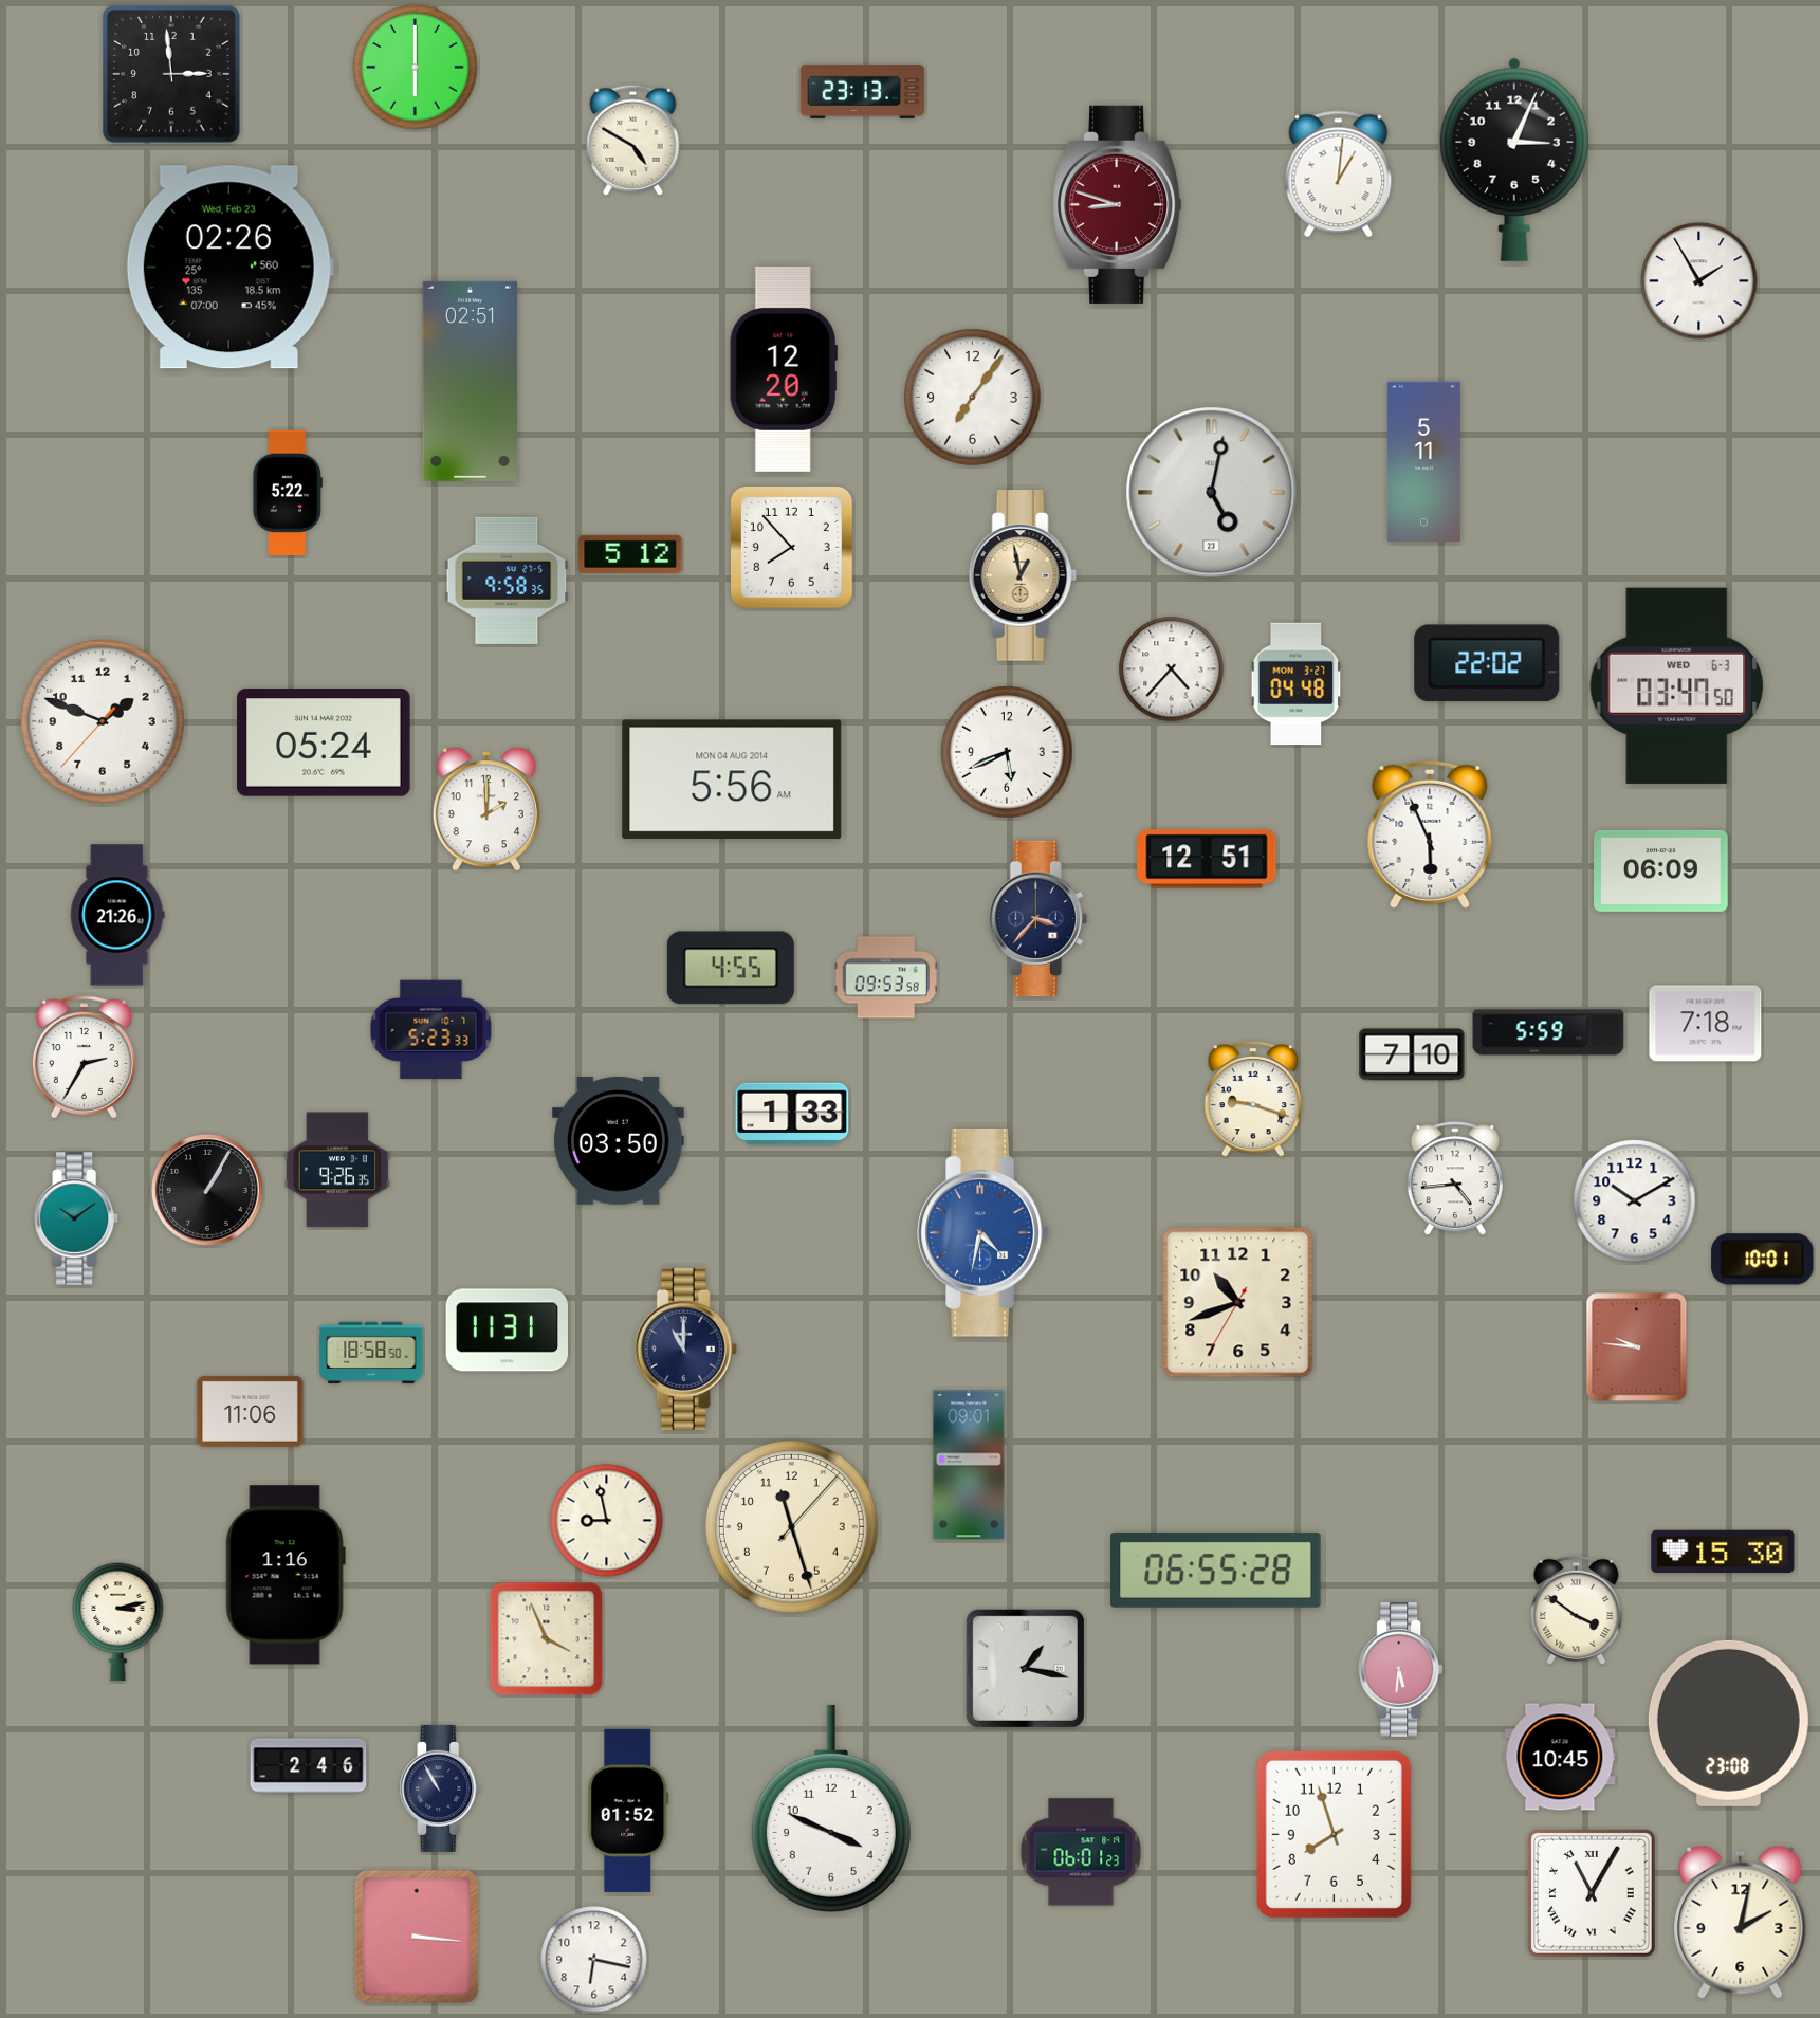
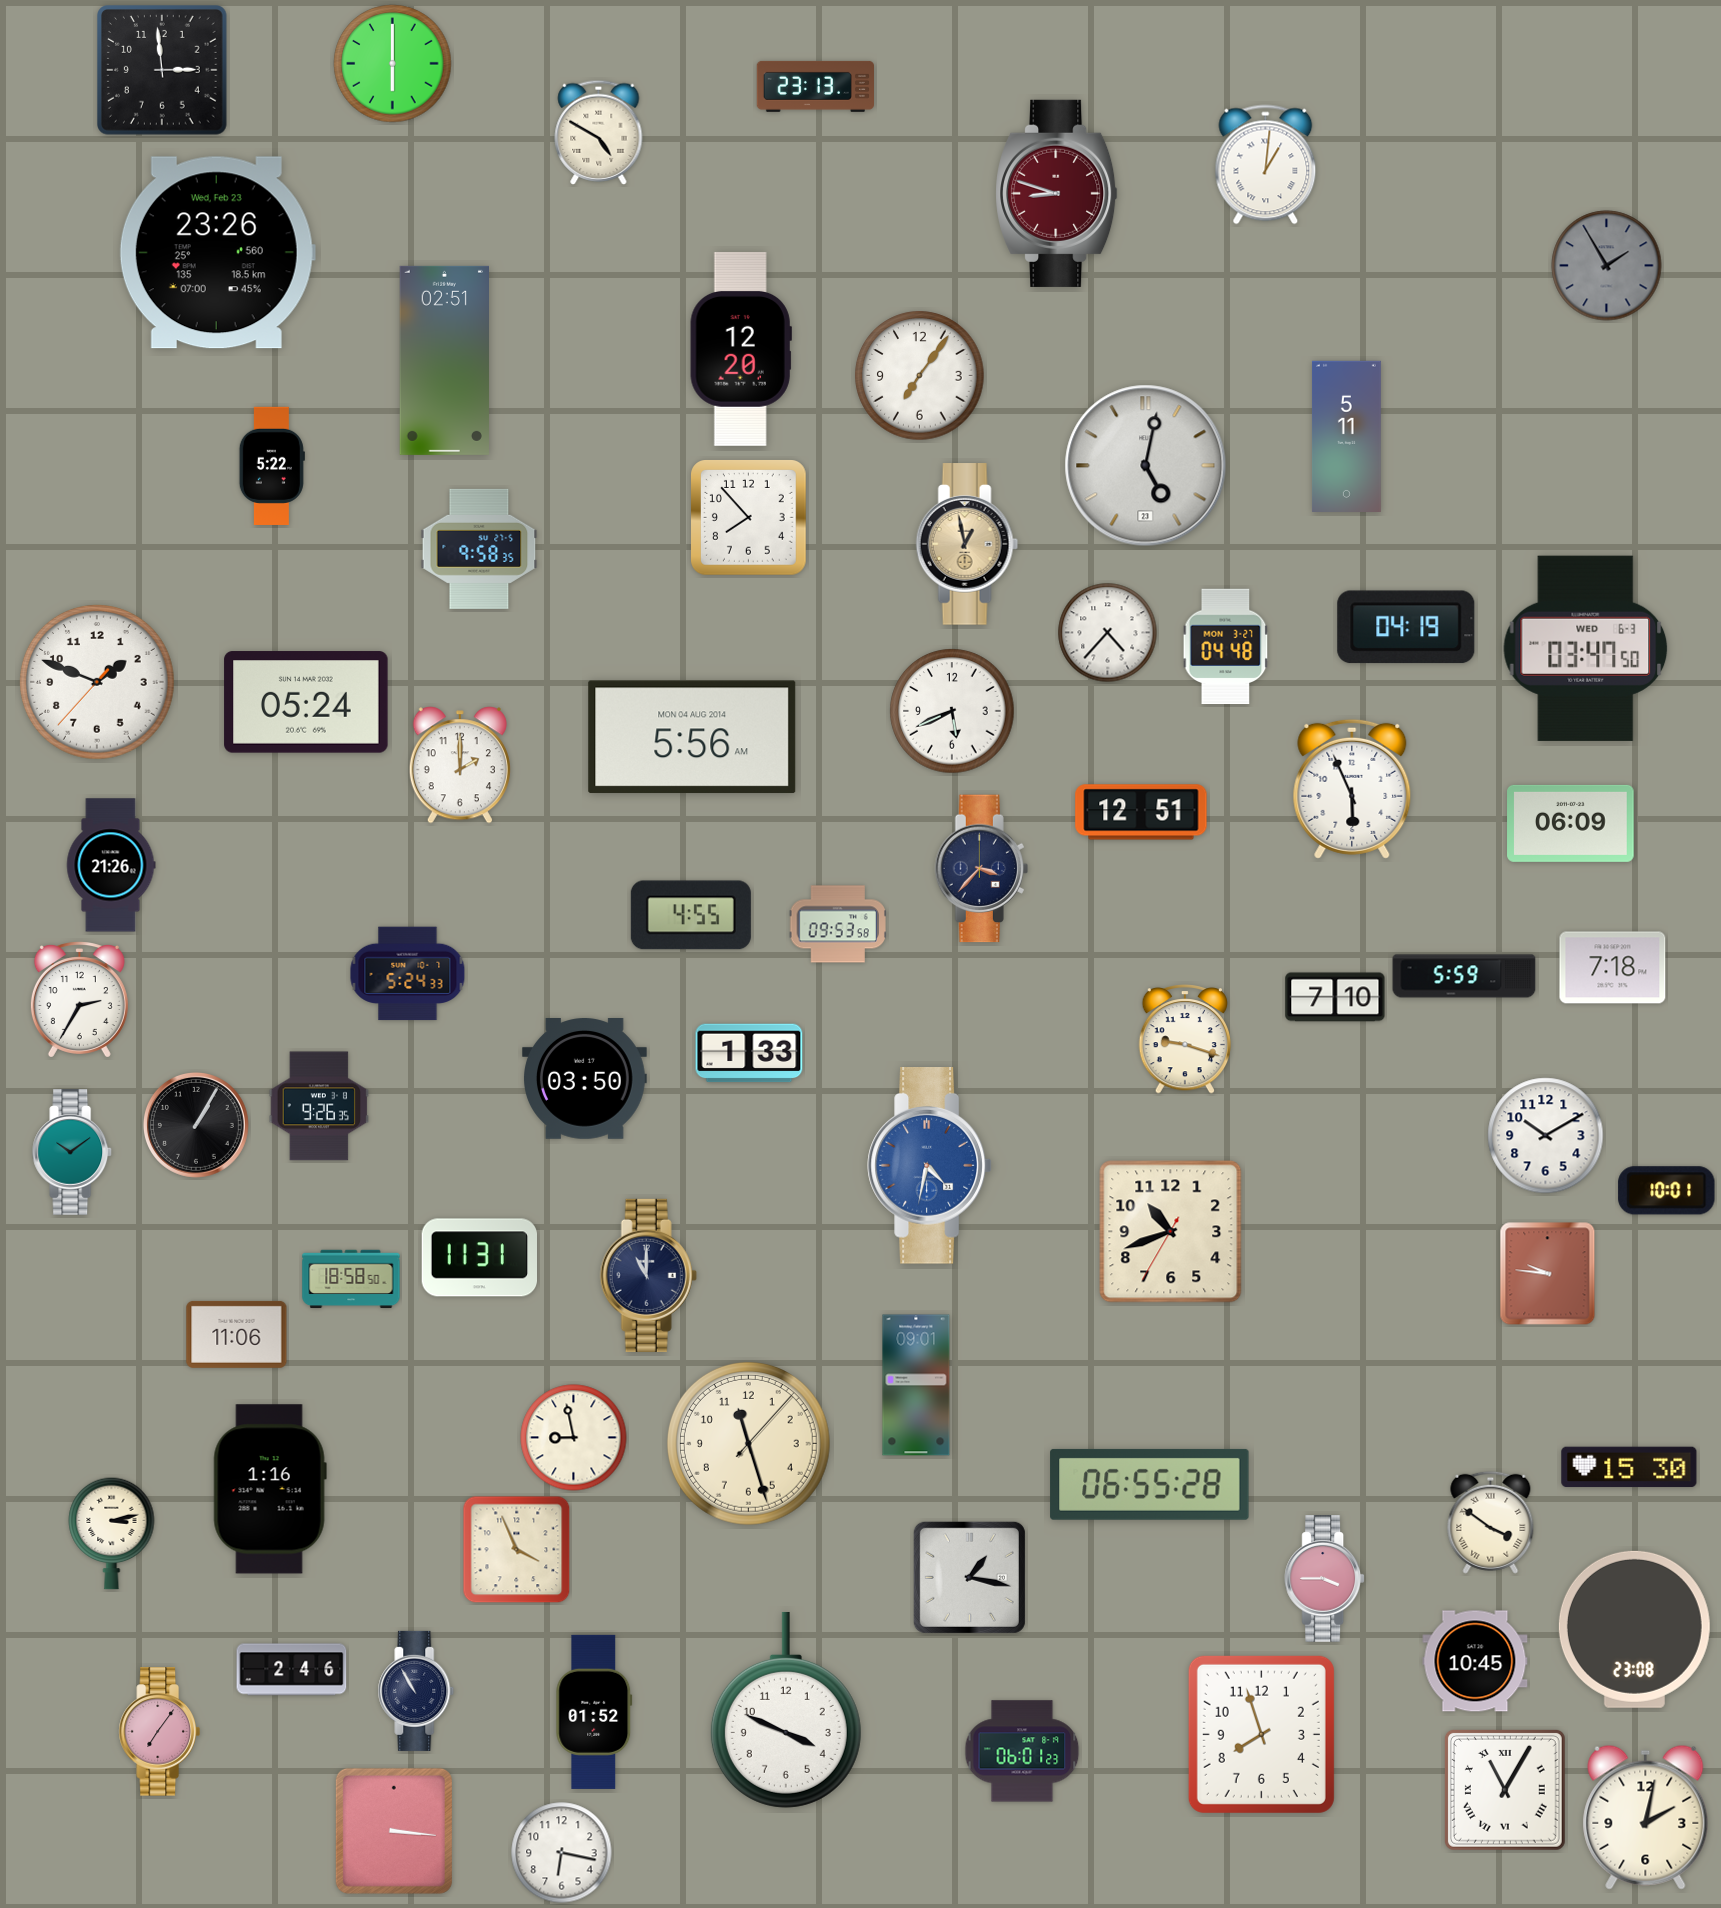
clock at (1514, 160): 3:04 -> none
clock at (229, 268): 02:26 -> 23:26
clock at (1699, 281) dial: white -> grey
clock at (630, 554): 5:12 -> none
clock at (1487, 663): 22:02 -> 04:19
clock at (431, 1030): 5:23 -> 5:24
clock at (1455, 1179): 4:44 -> none
clock at (1401, 1670): 5:31 -> 3:45
clock at (159, 1732): none -> 7:06
